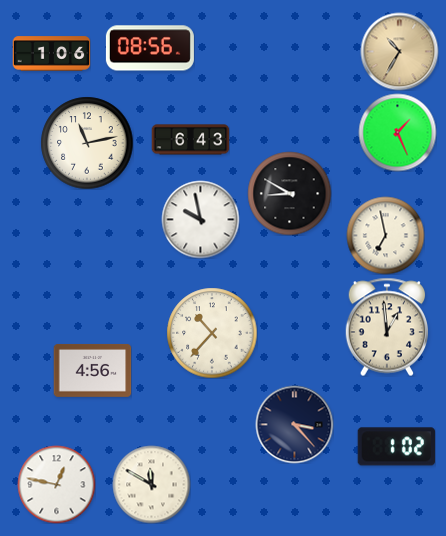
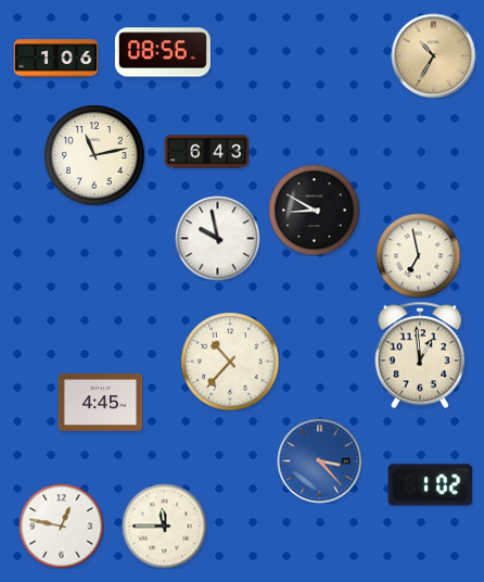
clock at (397, 132): 1:26 -> none
clock at (92, 370): 4:56 -> 4:45
clock at (294, 424) dial: navy -> blue
clock at (151, 484): 11:50 -> 11:45
